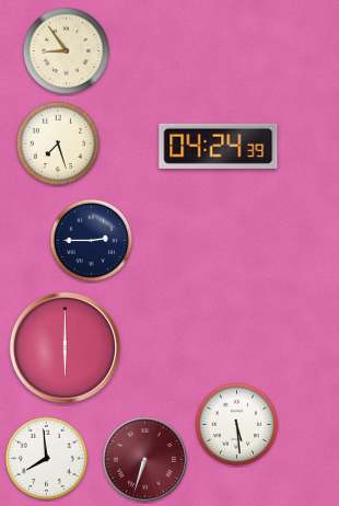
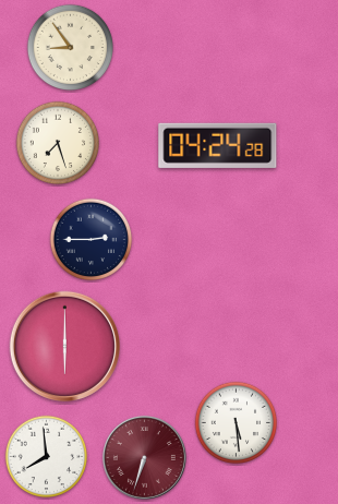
clock at (66, 50) position: (66, 50) -> (70, 47)
clock at (219, 146): 04:24:39 -> 04:24:28
